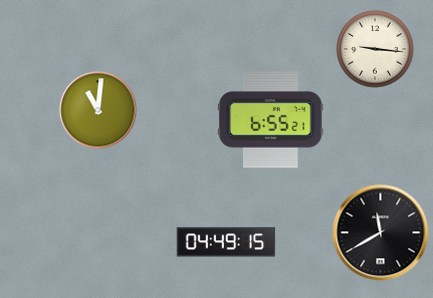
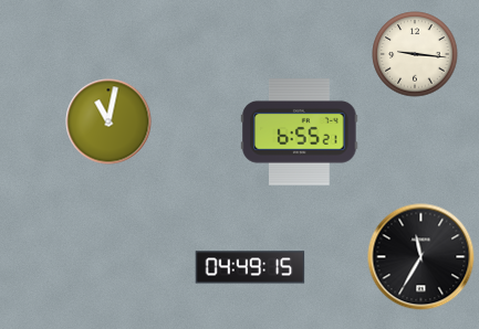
clock at (98, 110): 11:01 -> 11:02
clock at (381, 233): 11:40 -> 11:35
